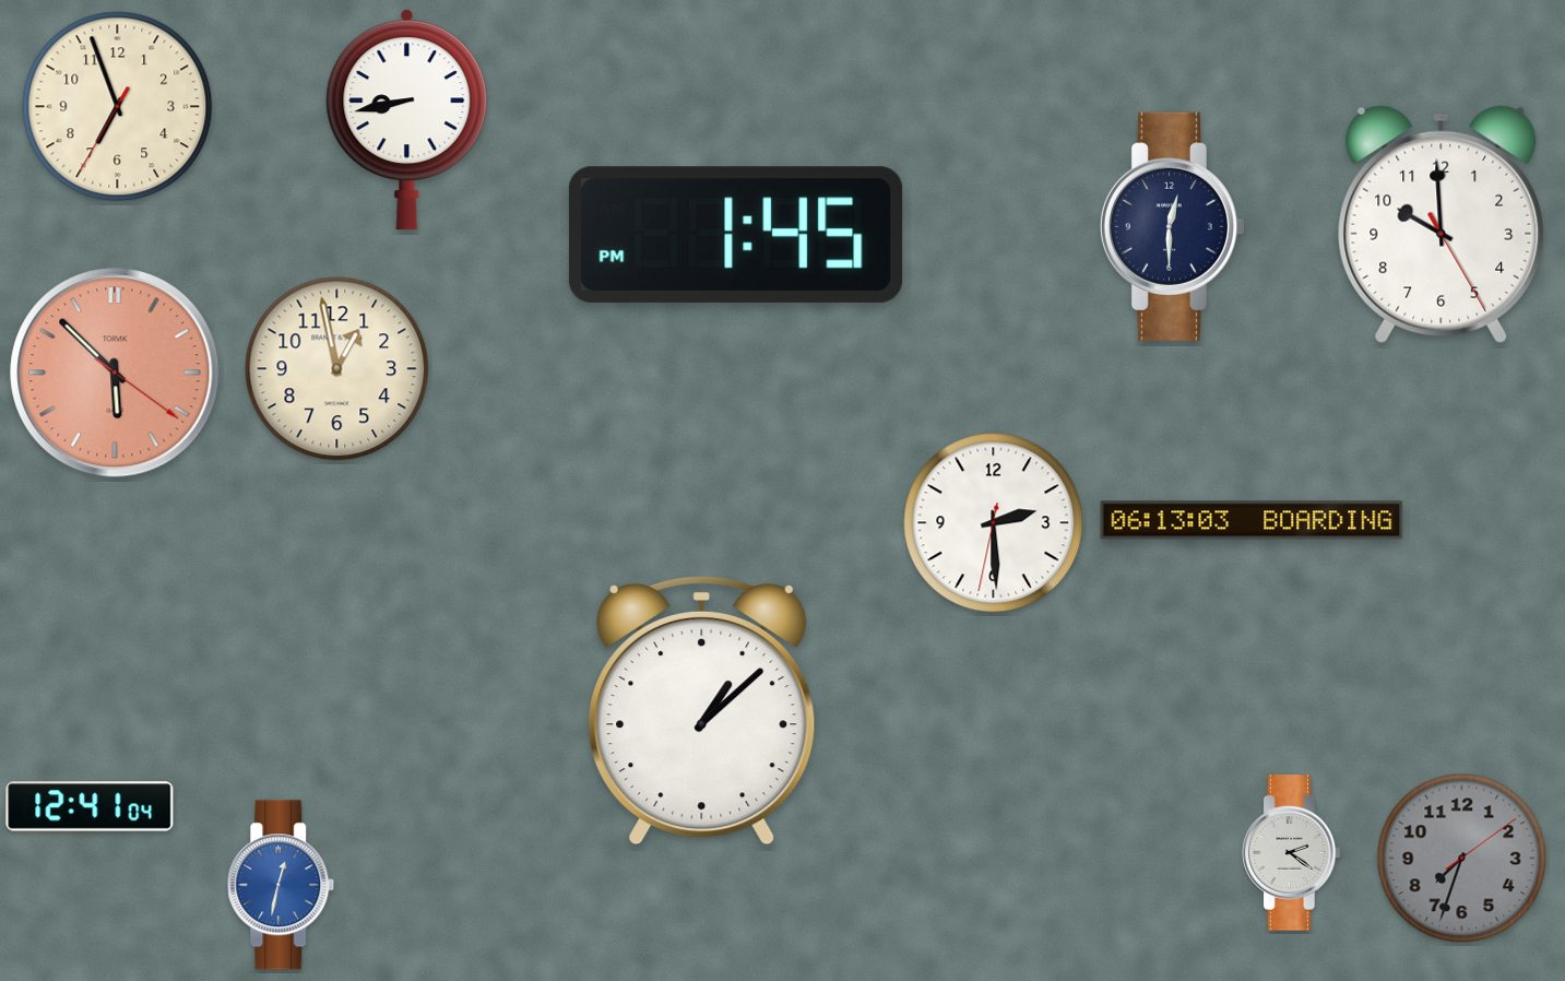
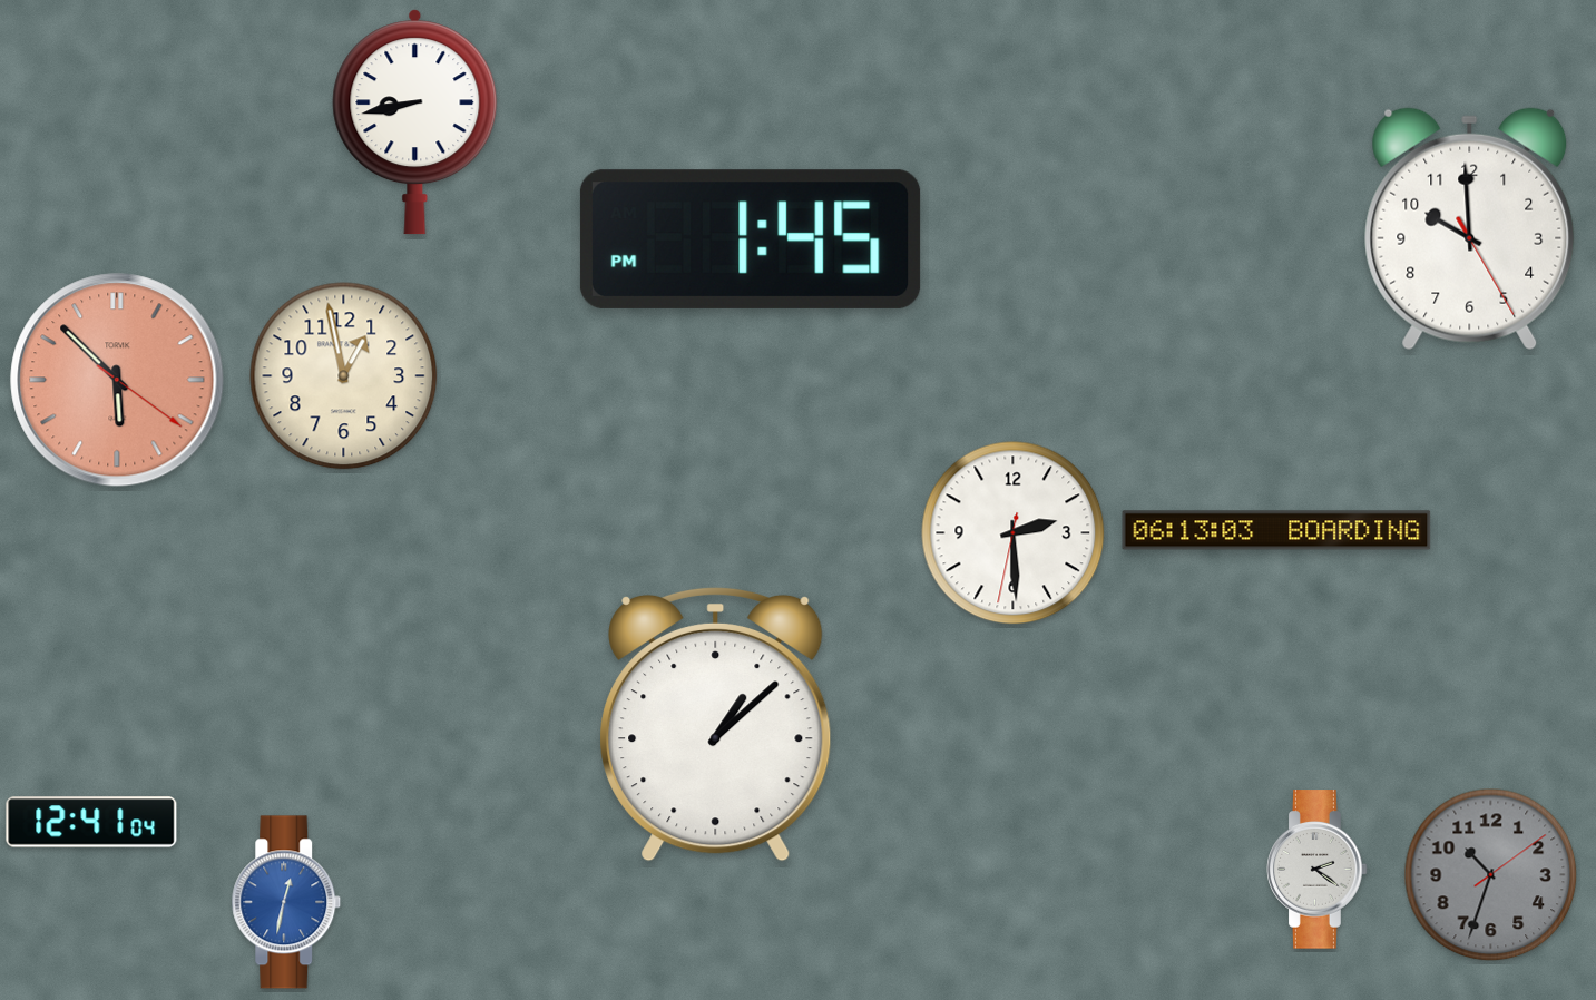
clock at (118, 107): 6:56 -> none
clock at (1172, 226): 12:30 -> none
clock at (1462, 859): 7:33 -> 10:33
